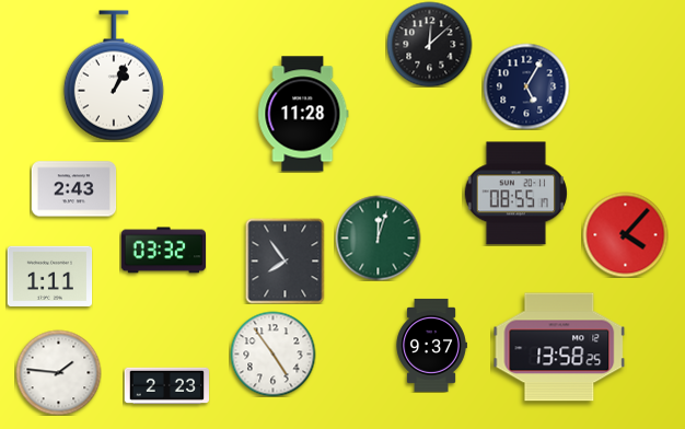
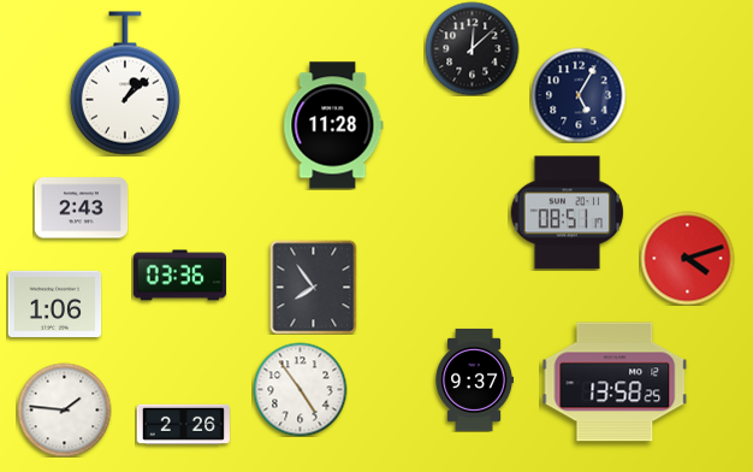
clock at (114, 76): 1:04 -> 1:08
clock at (515, 194): 08:55 -> 08:51
clock at (625, 234): 4:07 -> 4:12
clock at (378, 237): 12:03 -> none
clock at (163, 251): 03:32 -> 03:36
clock at (49, 276): 1:11 -> 1:06
clock at (166, 385): 2:23 -> 2:26
